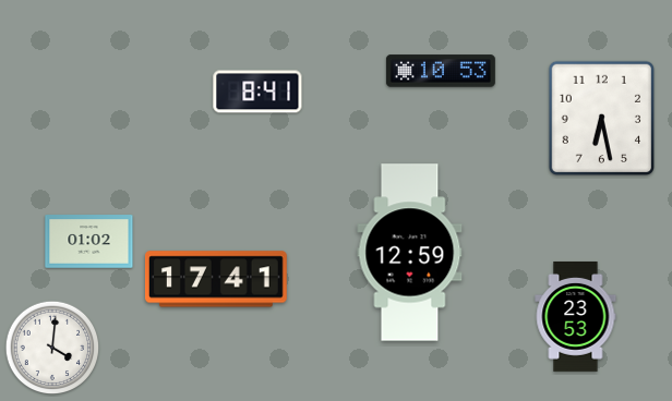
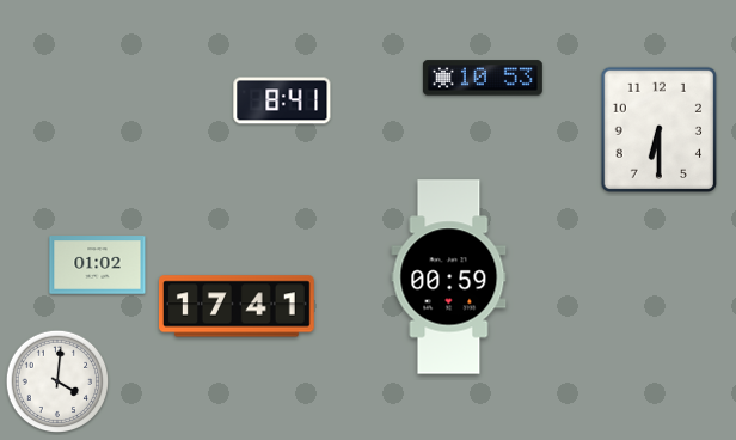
clock at (601, 118): 6:28 -> 6:30
clock at (410, 253): 12:59 -> 00:59
clock at (576, 316): 23:53 -> none
